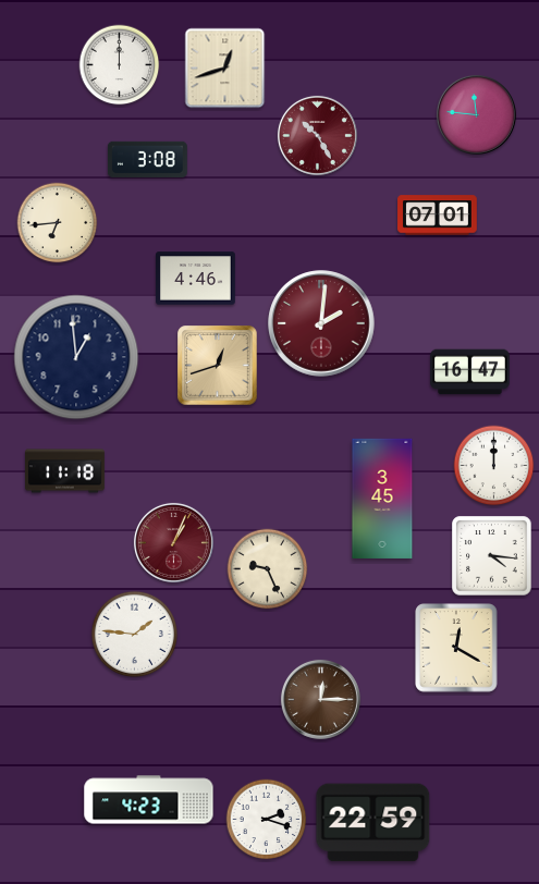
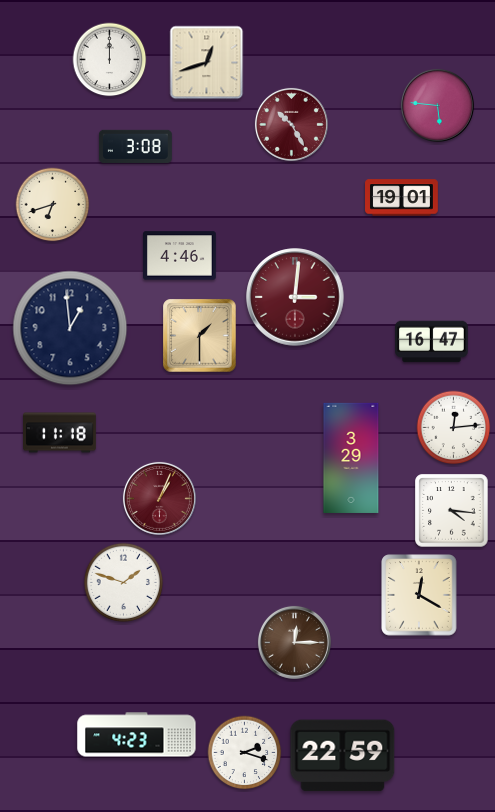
clock at (476, 114): 11:46 -> 5:46
clock at (438, 216): 07:01 -> 19:01
clock at (58, 223): 6:44 -> 6:42
clock at (321, 323): 2:01 -> 3:01
clock at (218, 366): 12:42 -> 1:30
clock at (494, 466): 12:00 -> 12:14
clock at (382, 499): 3:45 -> 3:29
clock at (268, 569): 9:26 -> none
clock at (134, 634): 1:46 -> 1:48
